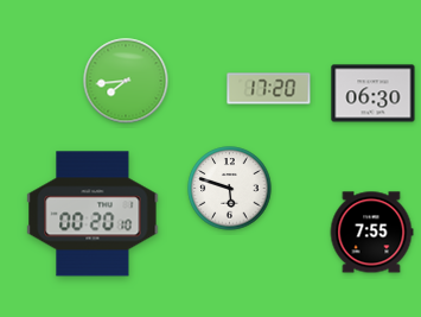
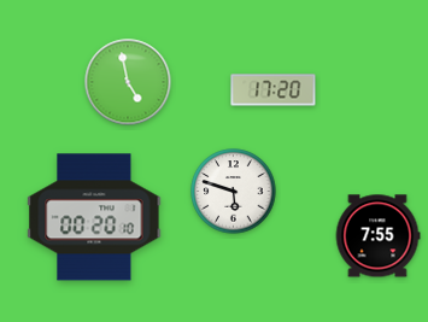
clock at (126, 81): 7:44 -> 4:58
clock at (374, 94): 06:30 -> none
